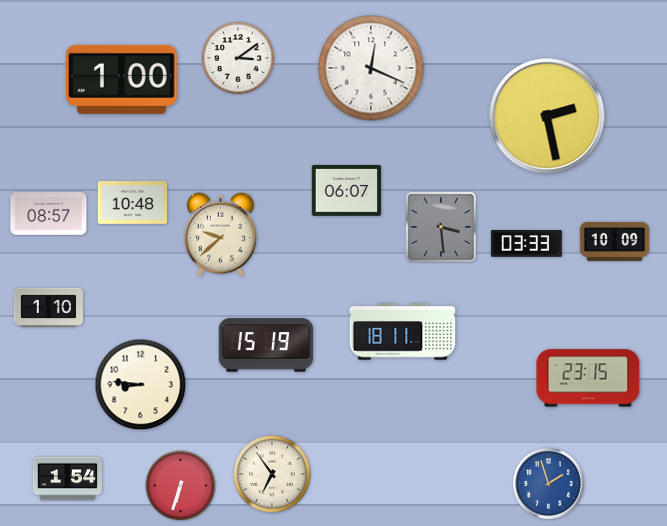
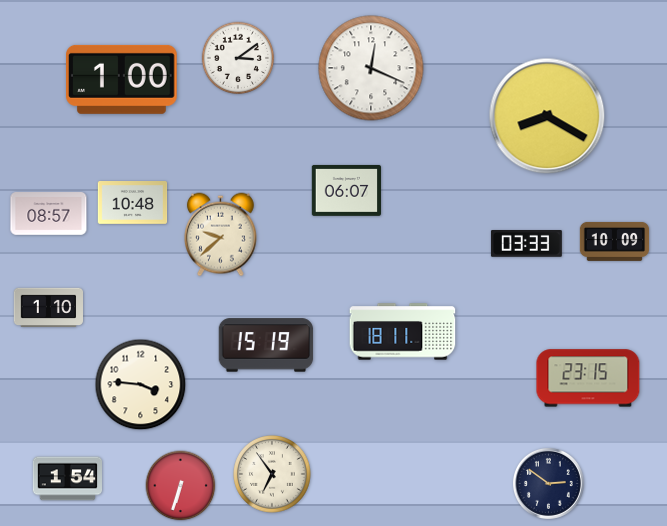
clock at (547, 116): 2:28 -> 8:20
clock at (441, 227): 3:29 -> none
clock at (141, 385): 8:46 -> 3:46
clock at (548, 483): 1:57 -> 2:51
clock at (548, 483) dial: blue -> navy
